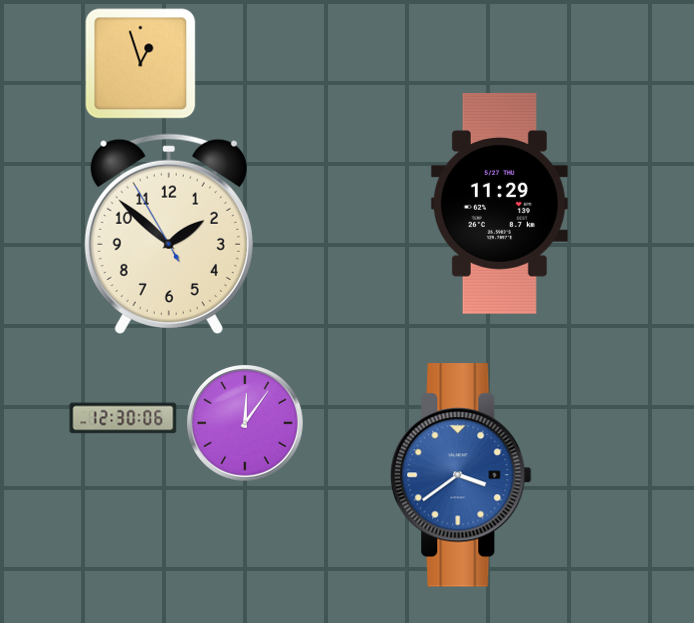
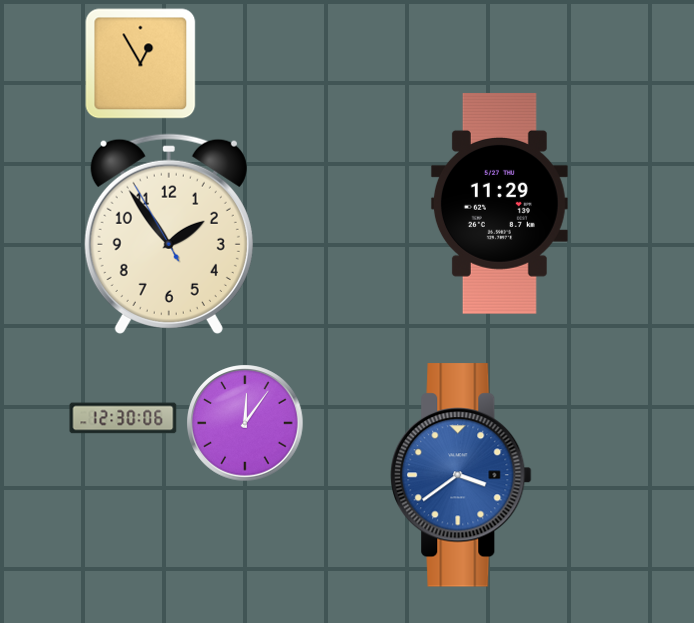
clock at (141, 64): 12:57 -> 12:55
clock at (169, 234): 1:51 -> 1:53
